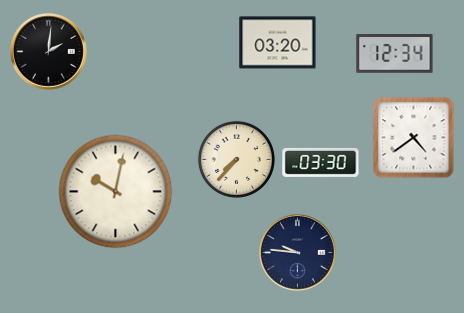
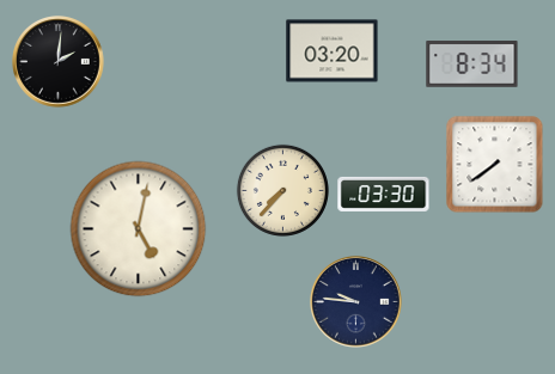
clock at (395, 54): 12:34 -> 8:34
clock at (414, 138): 4:39 -> 7:39
clock at (116, 192): 10:02 -> 5:02
